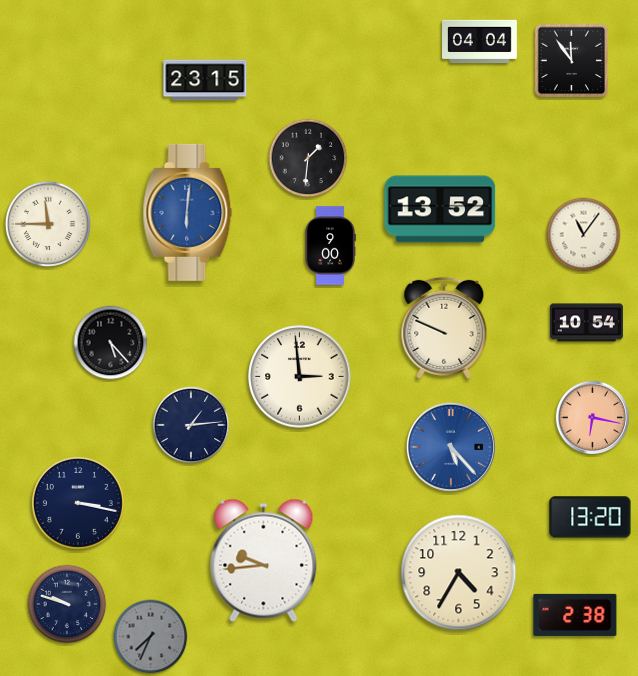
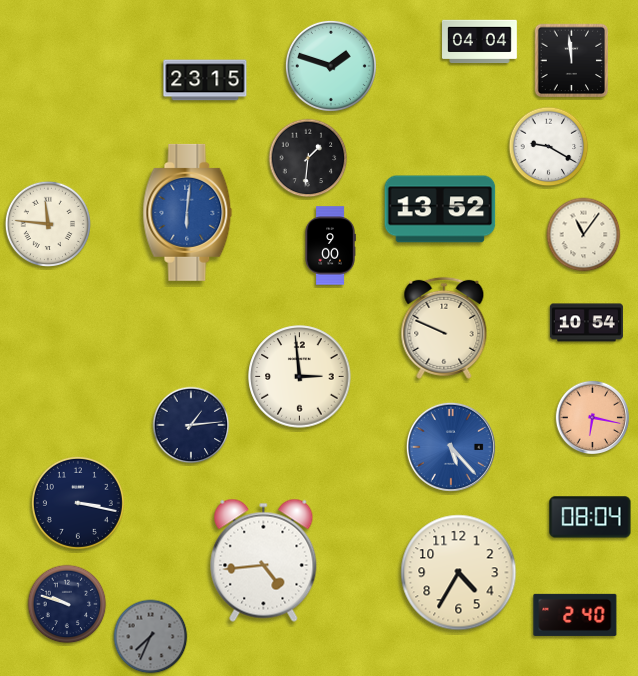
clock at (572, 61): 11:54 -> 11:59
clock at (331, 66): none -> 1:48
clock at (549, 147): none -> 9:20
clock at (47, 223): 11:45 -> 11:46
clock at (111, 343): 5:23 -> none
clock at (590, 517): 13:20 -> 08:04
clock at (264, 560): 9:44 -> 4:44
clock at (575, 615): 2:38 -> 2:40
